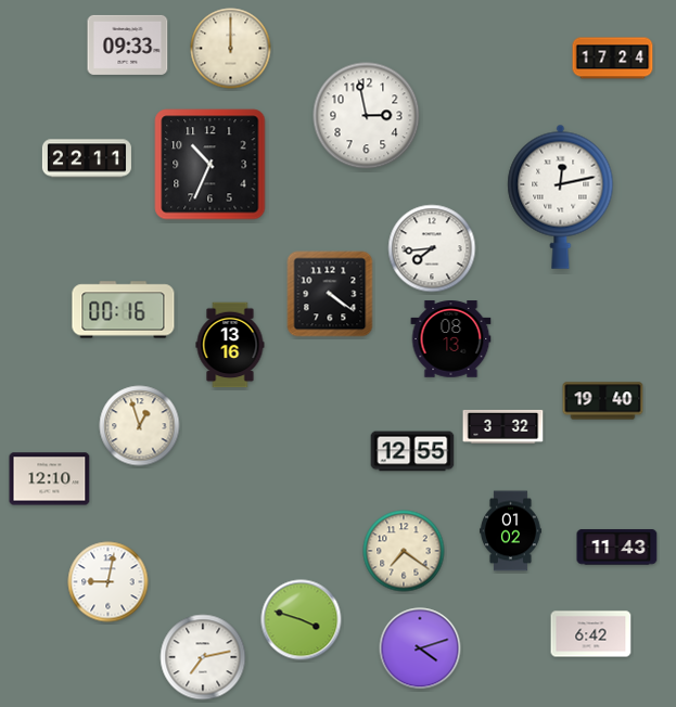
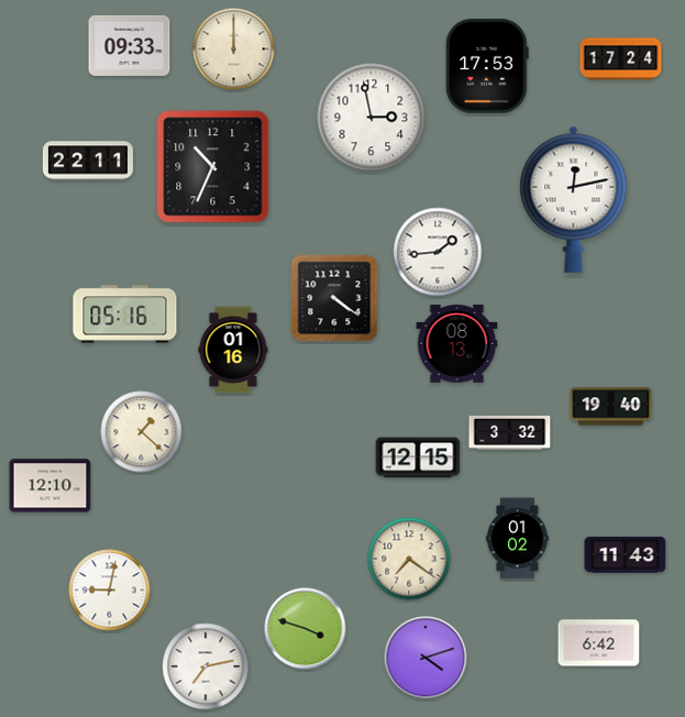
clock at (487, 66): none -> 17:53
clock at (561, 196) position: (561, 196) -> (574, 199)
clock at (432, 248): 7:44 -> 1:44
clock at (124, 310): 00:16 -> 05:16
clock at (230, 345): 13:16 -> 01:16
clock at (140, 426): 12:57 -> 1:22
clock at (412, 451): 12:55 -> 12:15
